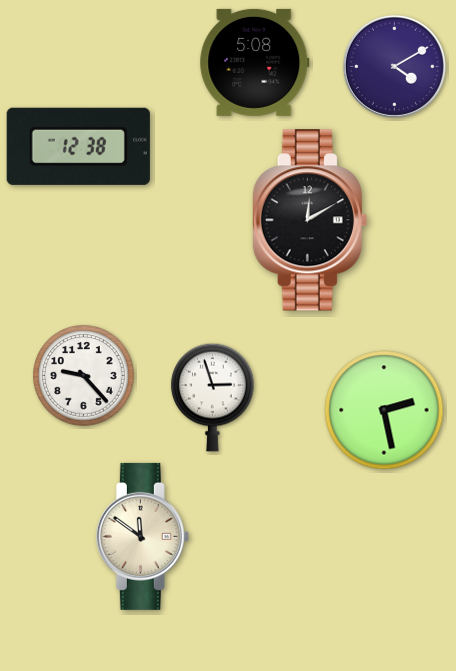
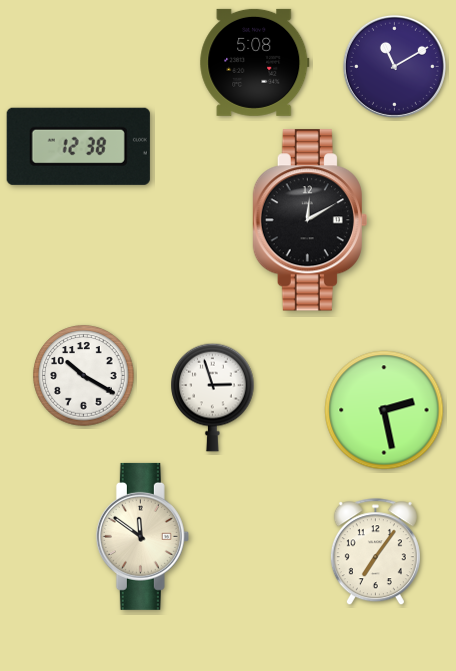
clock at (394, 66): 4:10 -> 11:10
clock at (84, 376): 9:23 -> 10:20
clock at (375, 552): none -> 7:06
